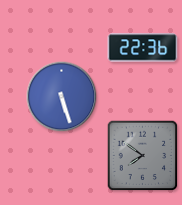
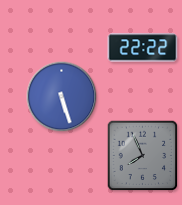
clock at (143, 48): 22:36 -> 22:22
clock at (143, 156): 7:51 -> 7:56
